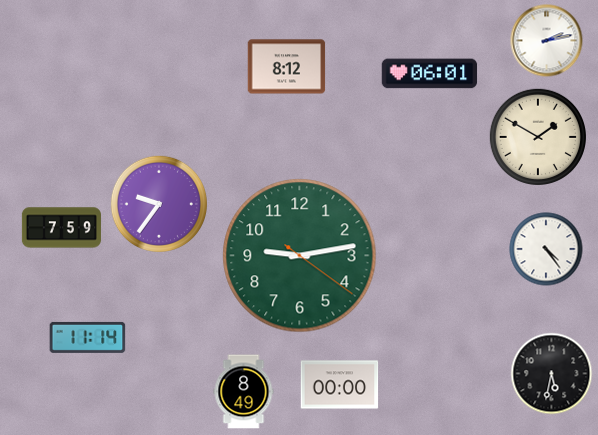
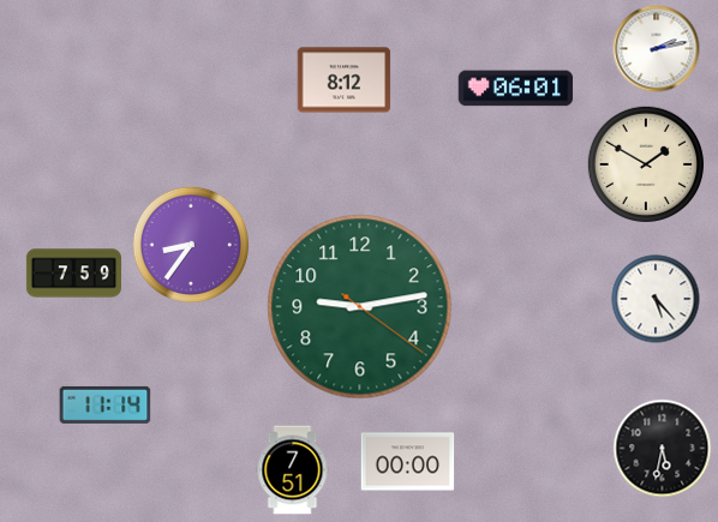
clock at (159, 204): 9:36 -> 8:36
clock at (546, 249): 4:24 -> 5:23
clock at (244, 392): 8:49 -> 7:51
